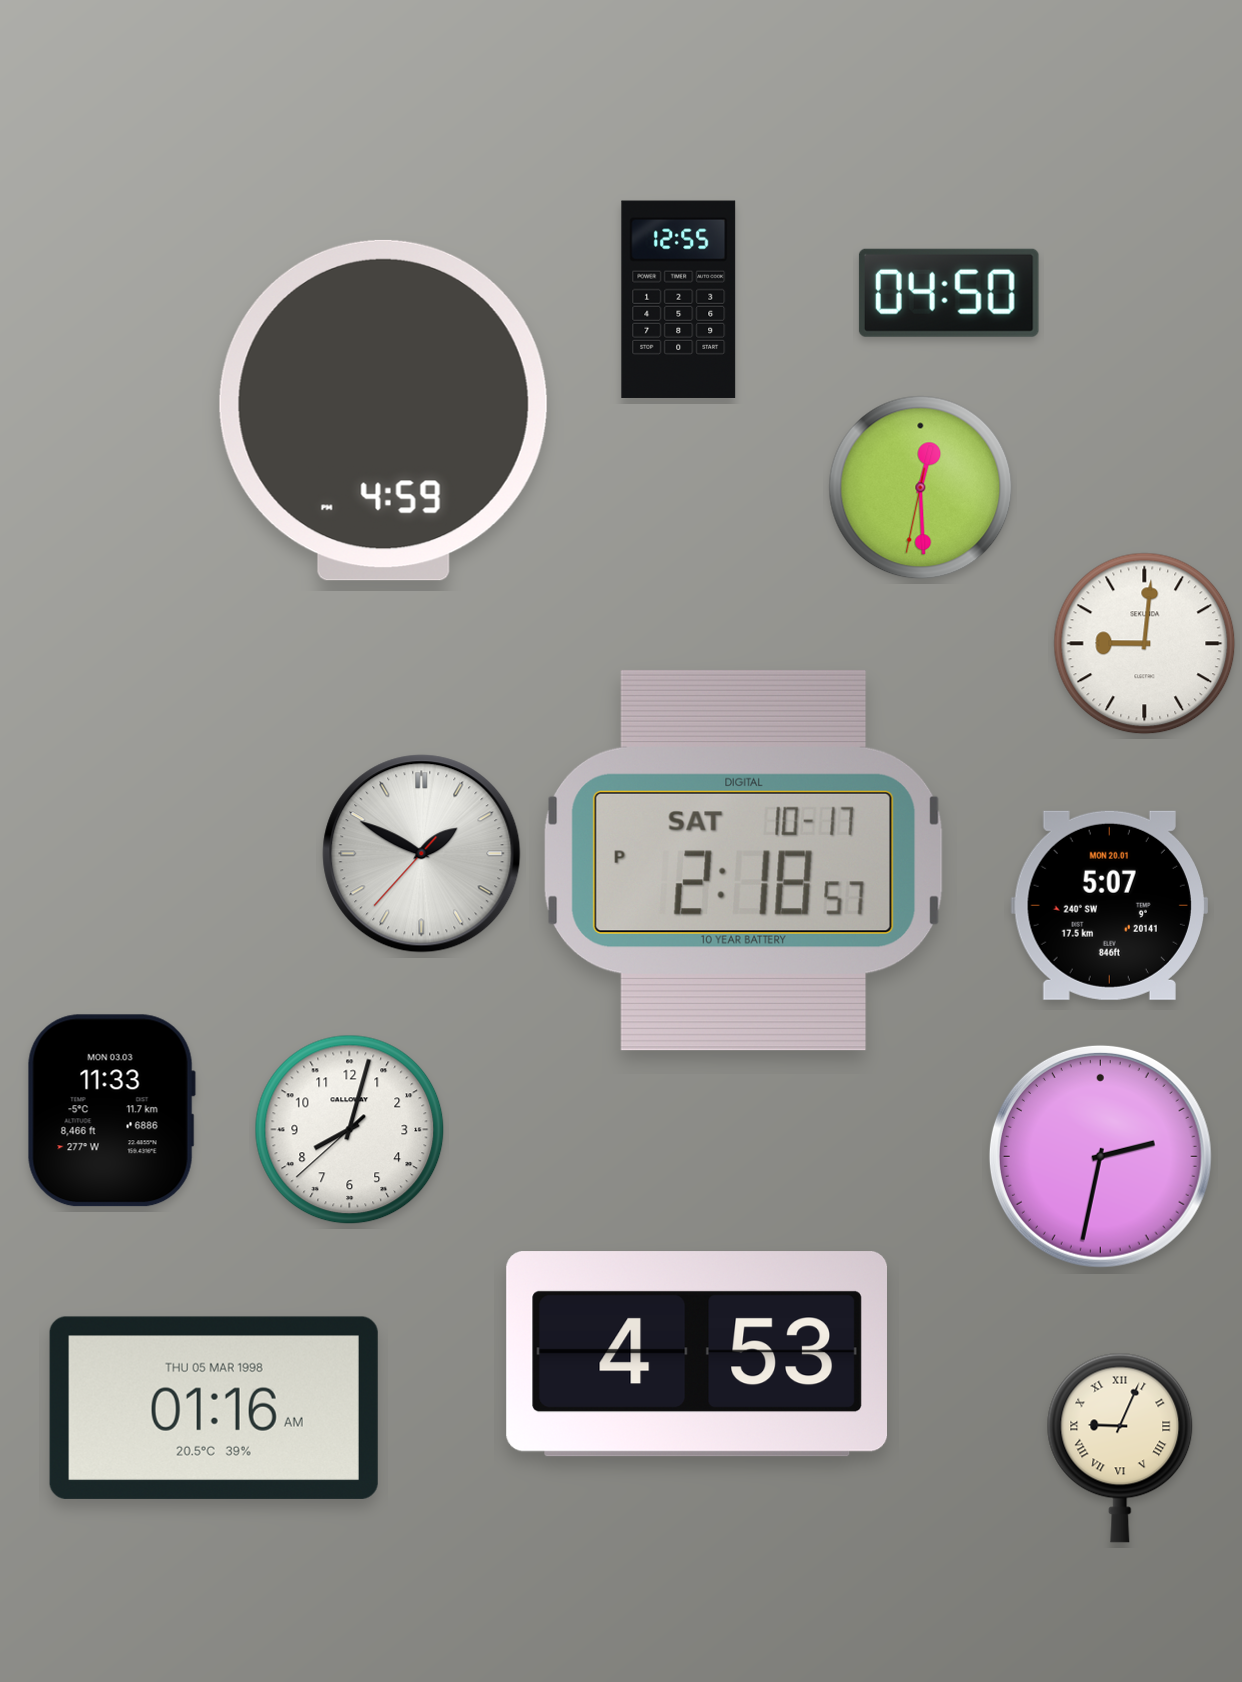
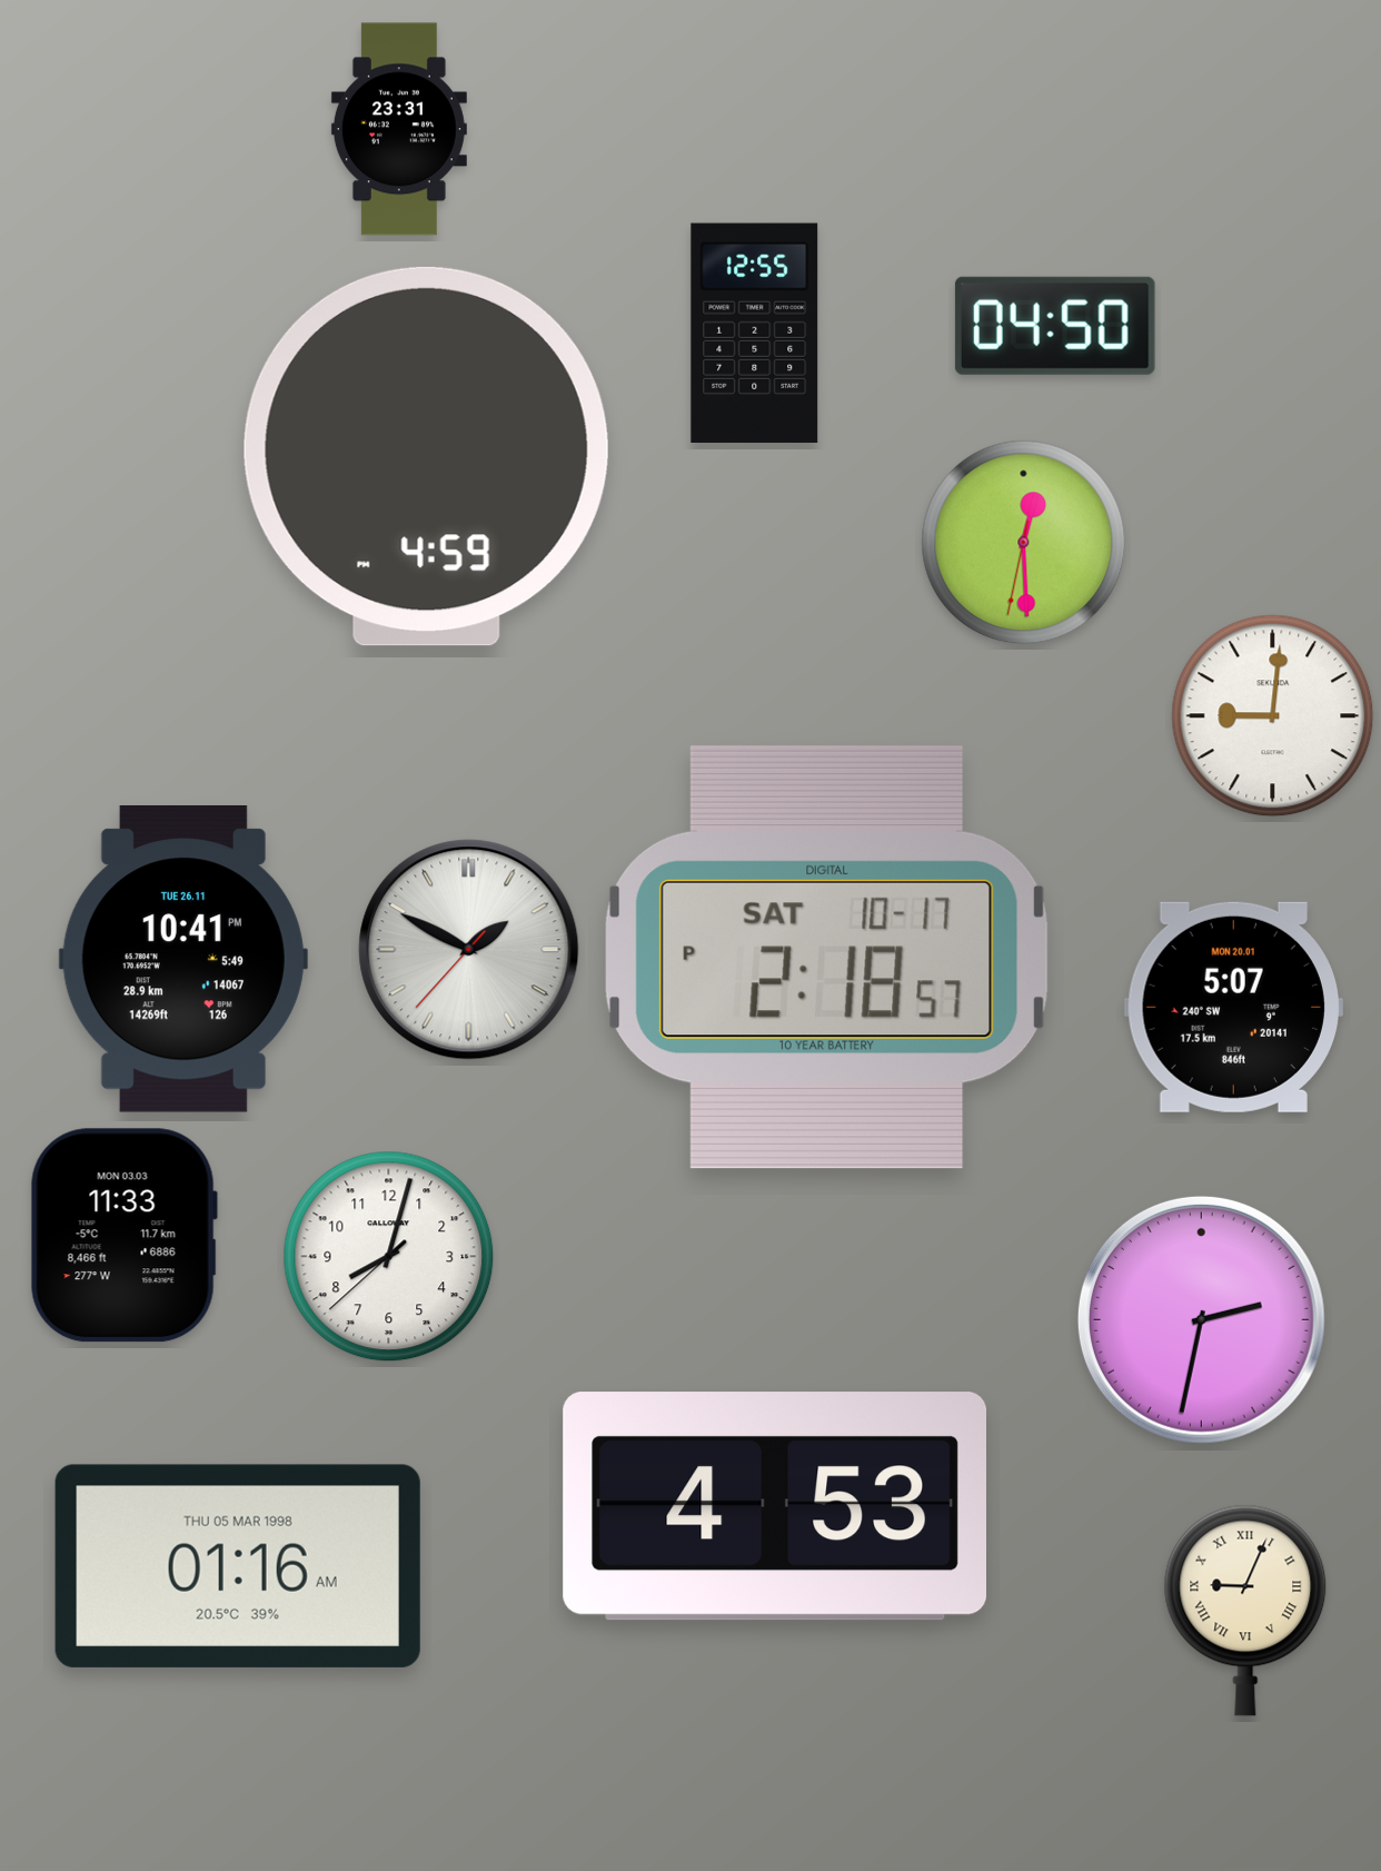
clock at (399, 129): none -> 23:31
clock at (183, 960): none -> 10:41
clock at (1100, 1156) position: (1100, 1156) -> (1201, 1319)
